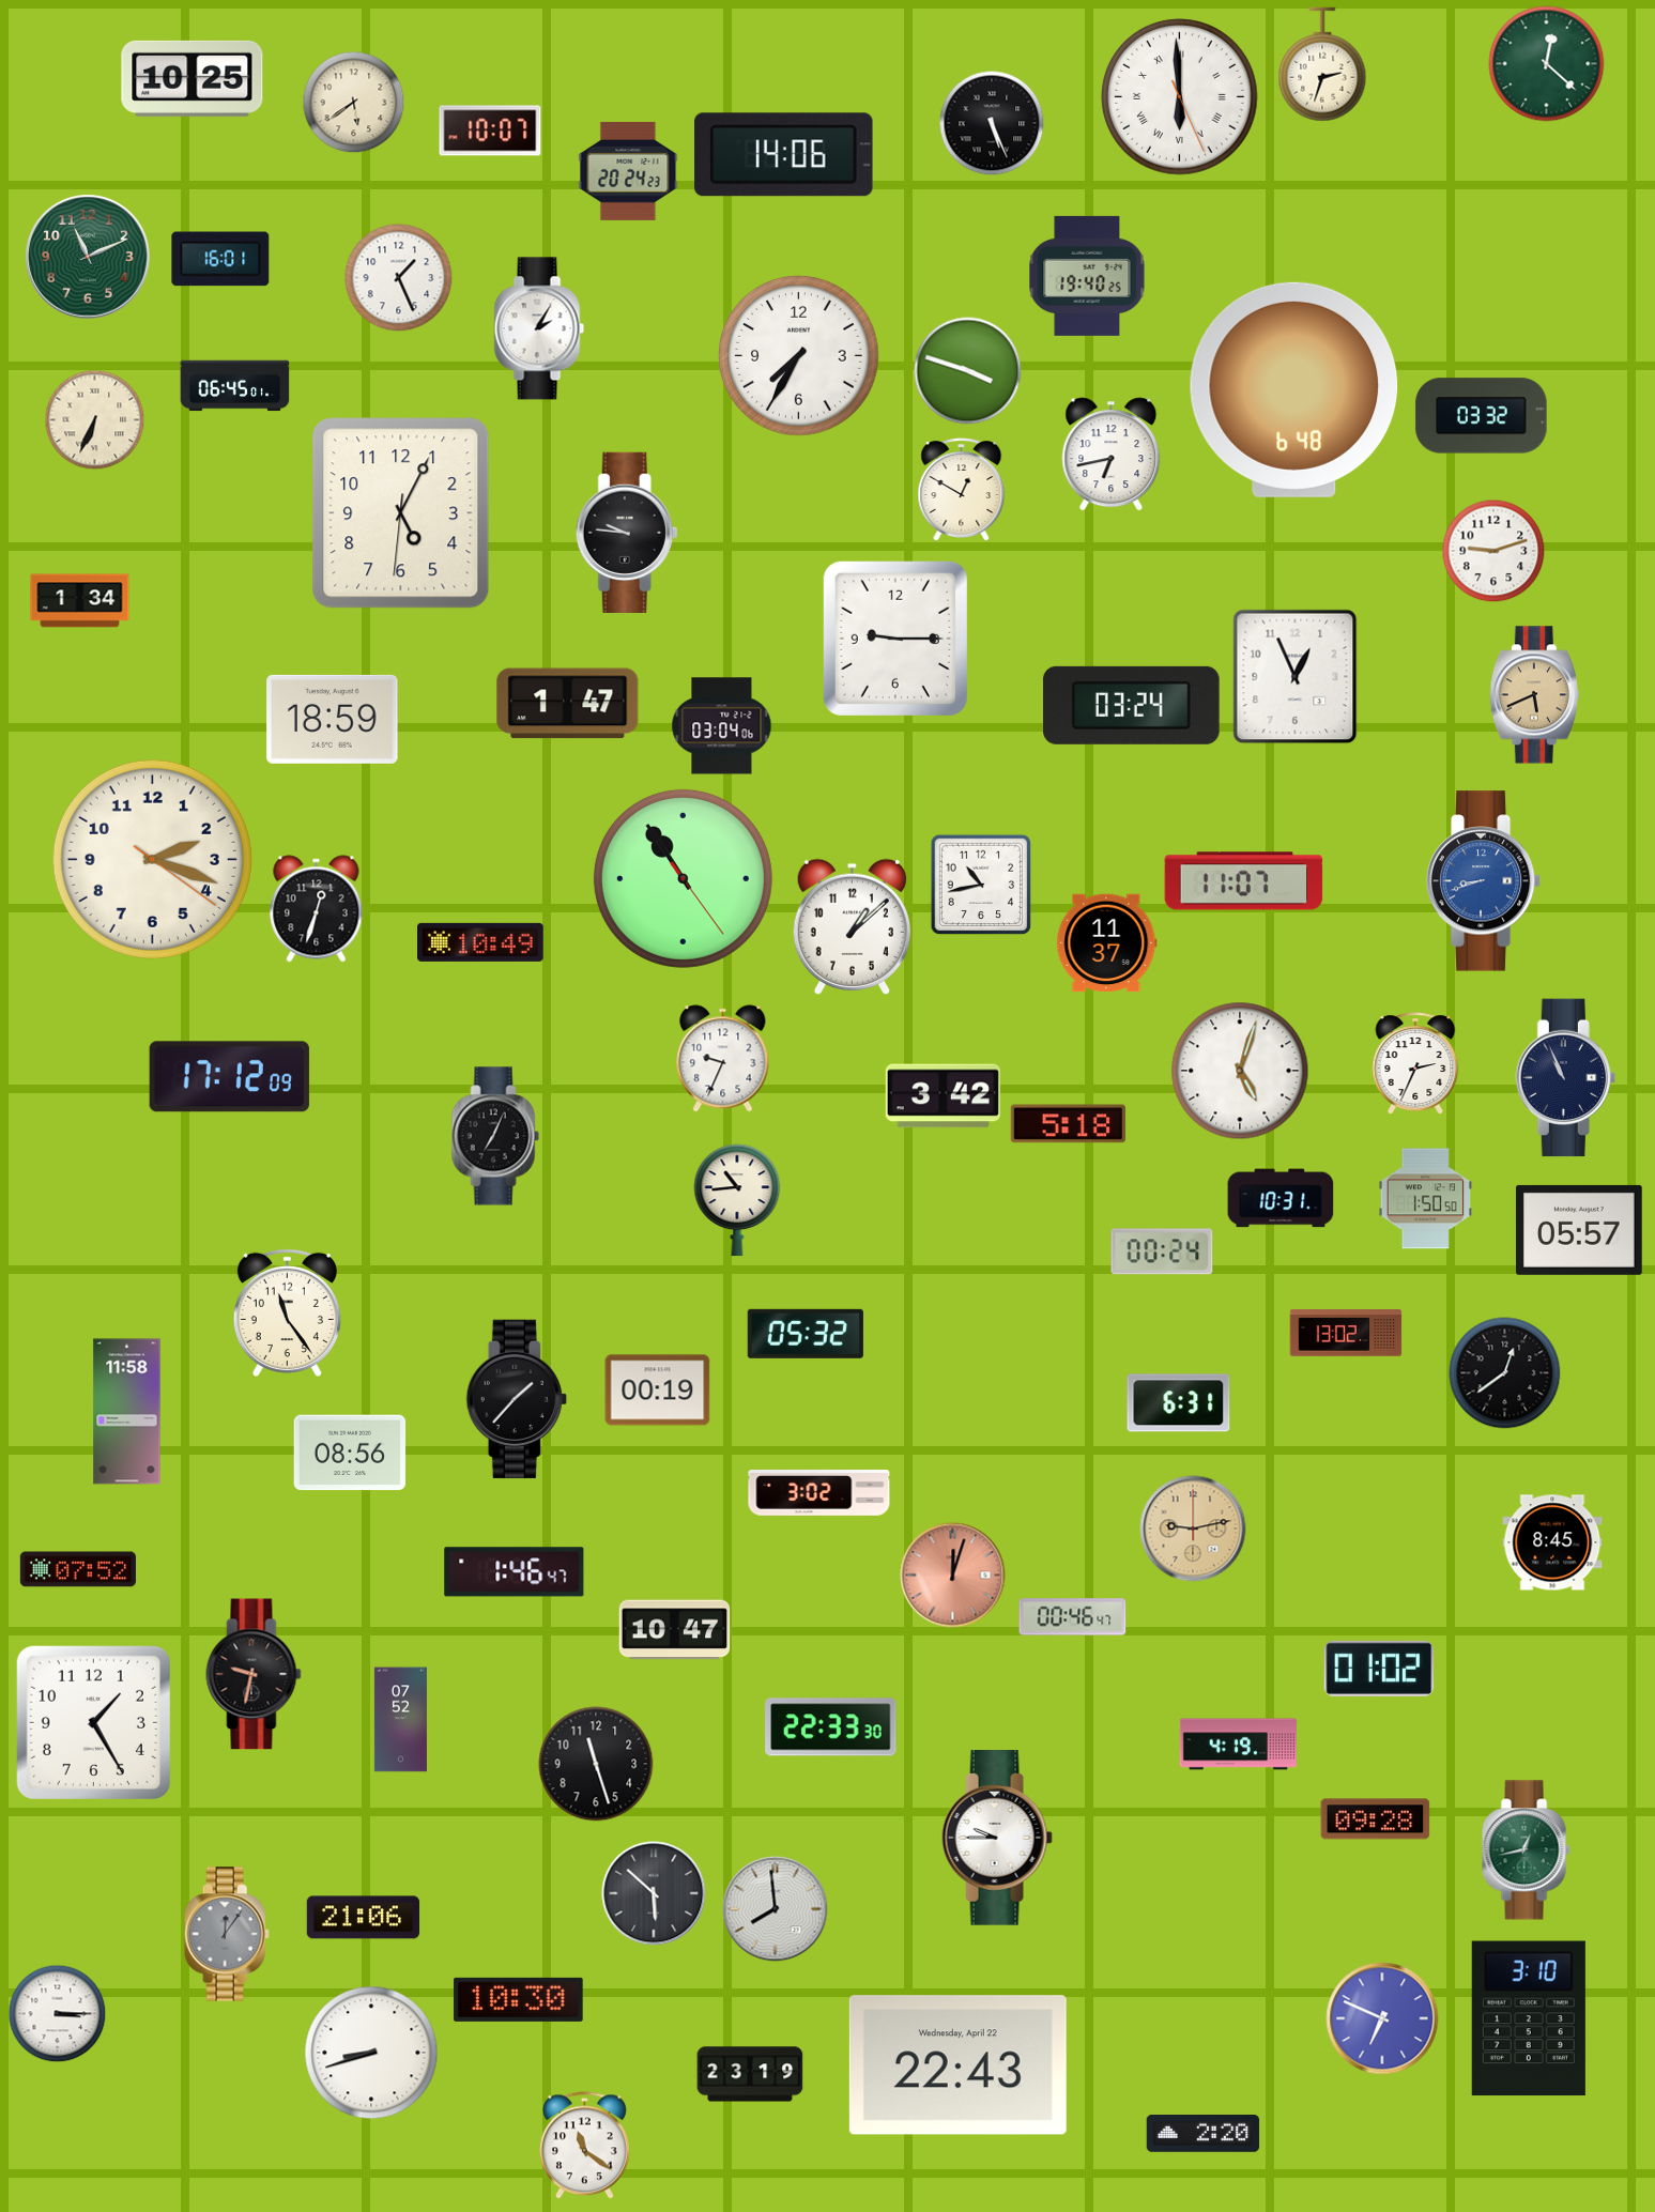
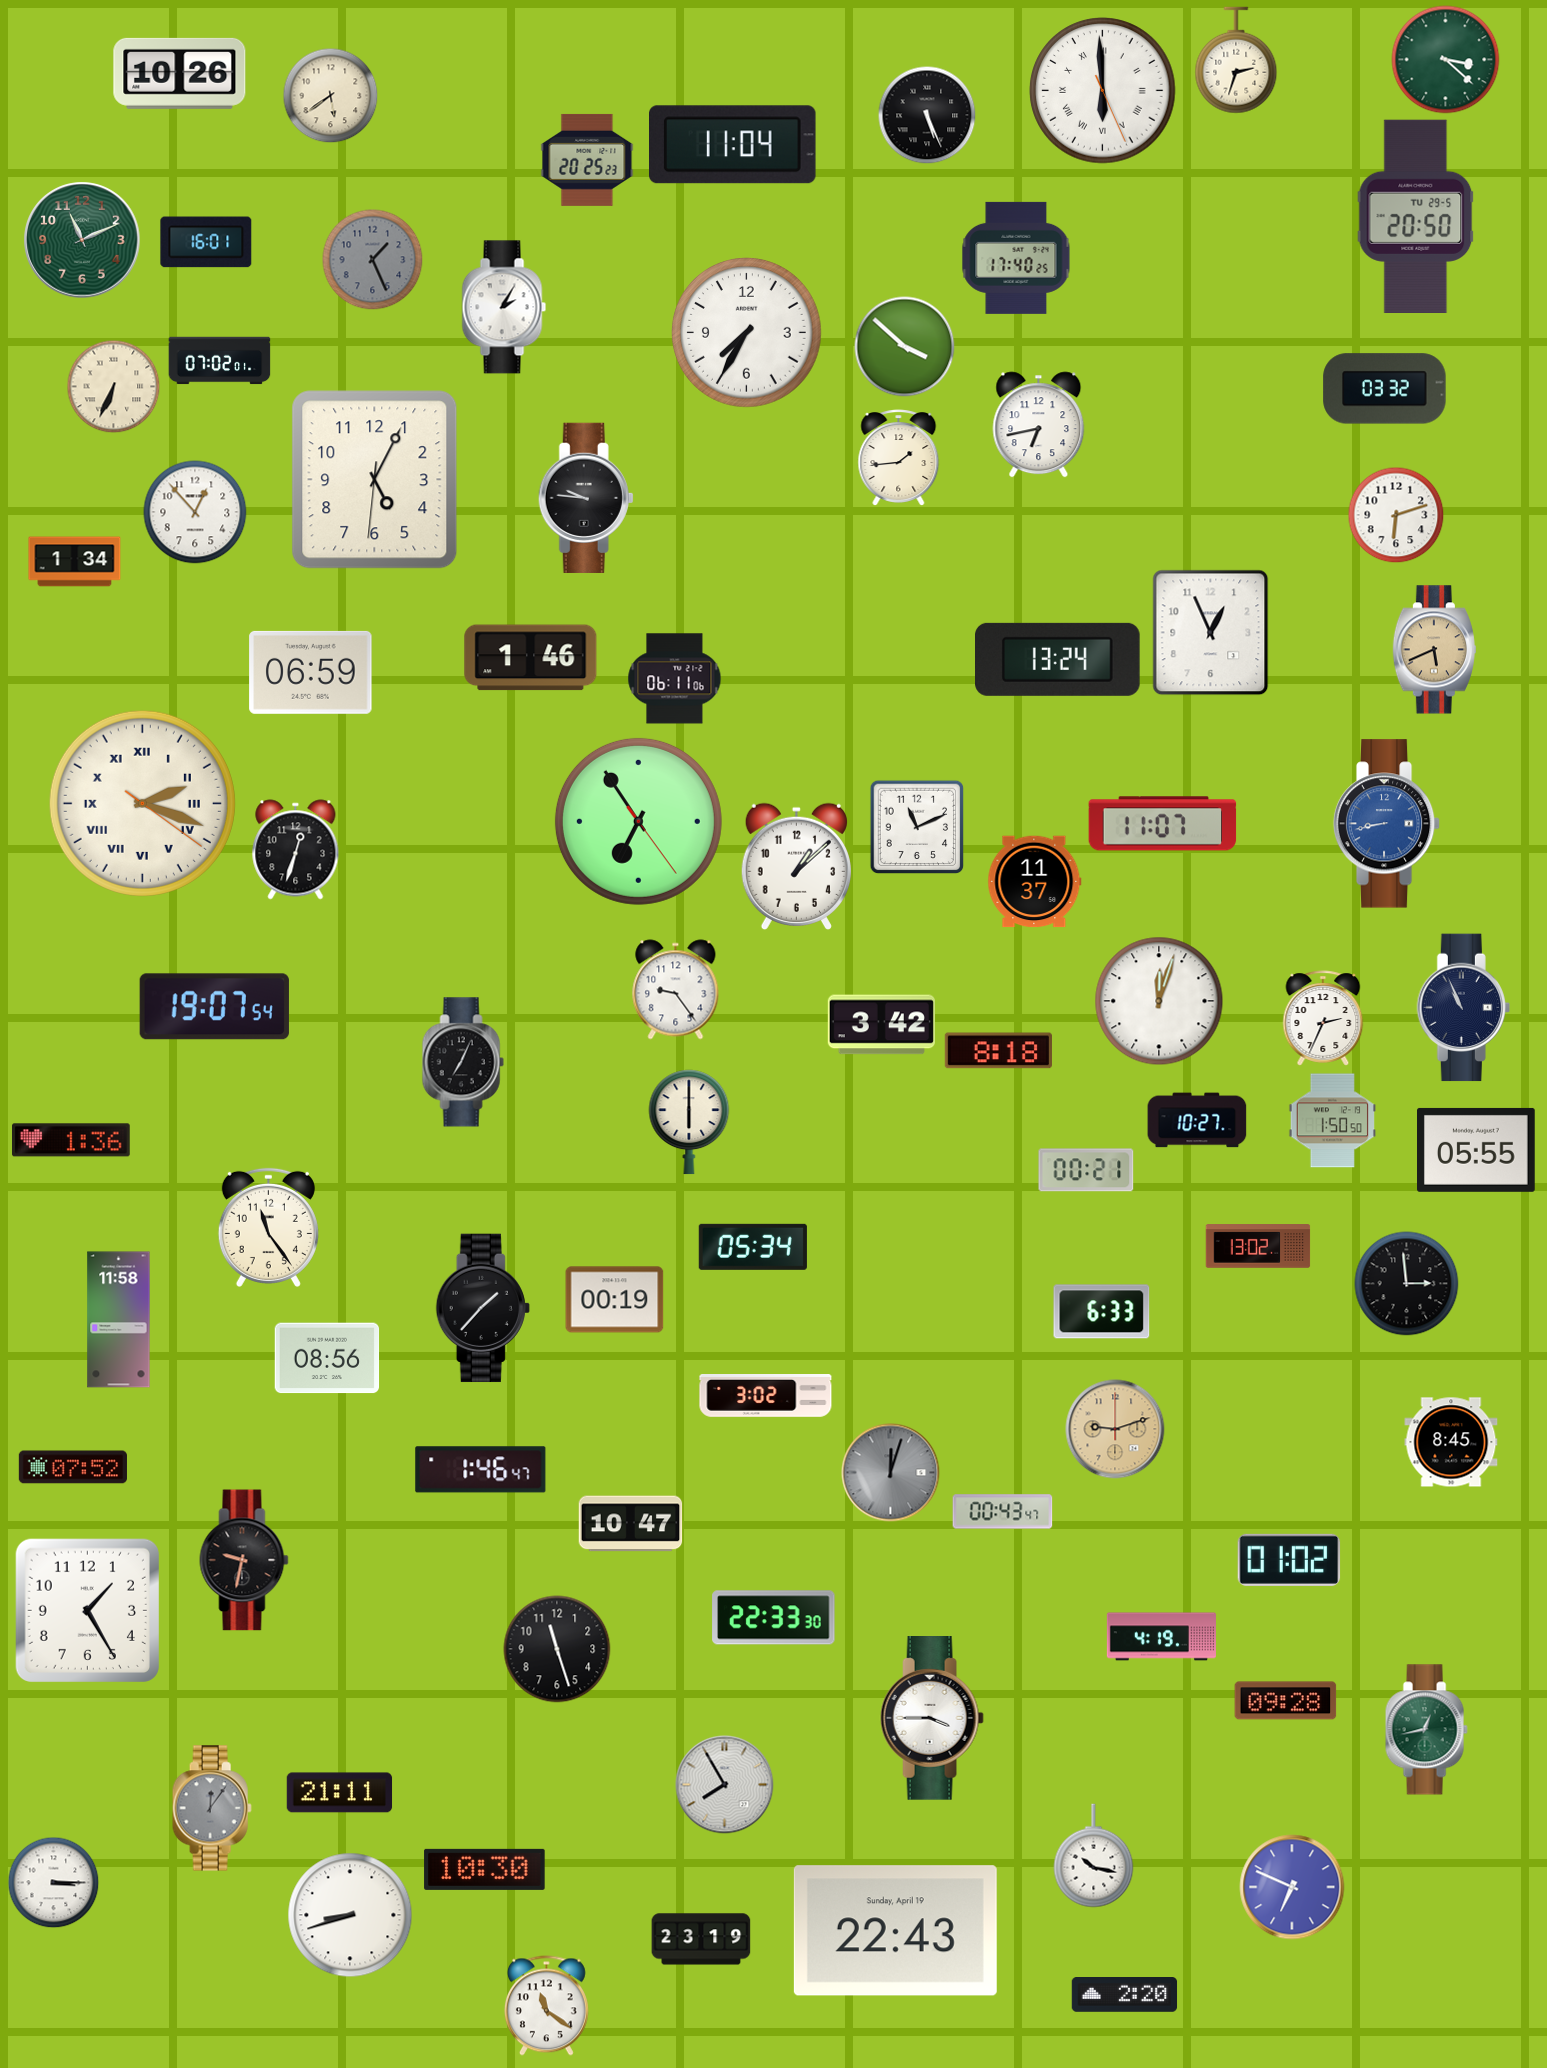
clock at (1547, 64): 12:22 -> 3:22
clock at (193, 78): 10:25 -> 10:26
clock at (490, 130): 10:07 -> none
clock at (784, 155): 14:06 -> 11:04
clock at (628, 171): 20:24 -> 20:25
clock at (1416, 216): none -> 20:50
clock at (1087, 276): 19:40 -> 17:40
clock at (399, 278) dial: white -> grey
clock at (968, 371): 3:48 -> 3:52
clock at (235, 386): 06:45 -> 07:02
clock at (1294, 389): 6:48 -> none
clock at (94, 419) position: (94, 419) -> (113, 386)
clock at (962, 490): 12:50 -> 1:44
clock at (195, 512): none -> 12:53
clock at (1493, 551): 9:12 -> 6:12
clock at (895, 639): 9:15 -> none
clock at (568, 704): 1:47 -> 1:46
clock at (1132, 705): 03:24 -> 13:24
clock at (333, 719): 18:59 -> 06:59
clock at (722, 726): 03:04 -> 06:11
clock at (152, 859) numerals: Arabic -> Roman
clock at (683, 878): 10:54 -> 6:54
clock at (1484, 881): 8:42 -> 8:43
clock at (981, 885): 10:43 -> 11:11
clock at (481, 942): 10:49 -> none
clock at (723, 1059): 9:34 -> 9:24
clock at (1415, 1063) position: (1415, 1063) -> (1323, 1018)
clock at (1240, 1071): 5:03 -> 12:03
clock at (229, 1077): 17:12 -> 19:07
clock at (1068, 1124): 5:18 -> 8:18
clock at (1281, 1198): 10:31 -> 10:27
clock at (737, 1200): 10:44 -> 6:00
clock at (72, 1140): none -> 1:36
clock at (1580, 1230): 05:57 -> 05:55
clock at (1162, 1251): 00:24 -> 00:21
clock at (806, 1334): 05:32 -> 05:34
clock at (1505, 1373): 12:39 -> 2:59
clock at (1179, 1403): 6:31 -> 6:33
clock at (1193, 1529): 9:13 -> 9:12
clock at (953, 1576) dial: salmon -> grey
clock at (1073, 1617): 00:46 -> 00:43
clock at (254, 1674) position: (254, 1674) -> (244, 1560)
clock at (400, 1720): 07:52 -> none
clock at (831, 1727) position: (831, 1727) -> (774, 1618)
clock at (1238, 1745) position: (1238, 1745) -> (1161, 1637)
clock at (997, 1839): 9:45 -> 3:45
clock at (654, 1893): 5:52 -> none
clock at (776, 1909): 7:59 -> 7:55
clock at (364, 1918): 21:06 -> 21:11
clock at (1094, 1856): none -> 10:17
clock at (1529, 2018): 3:10 -> none
clock at (371, 2053) position: (371, 2053) -> (350, 1915)
clock at (957, 2065) date: Wednesday, April 22 -> Sunday, April 19
